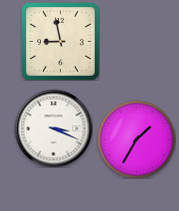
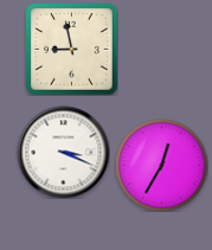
clock at (136, 139): 1:35 -> 12:35
